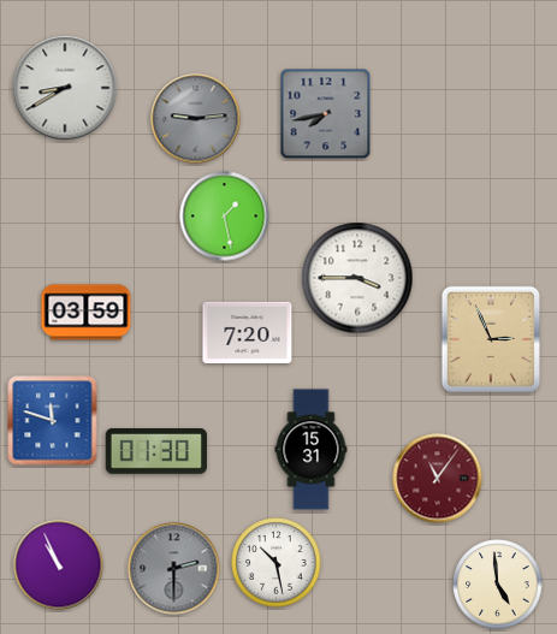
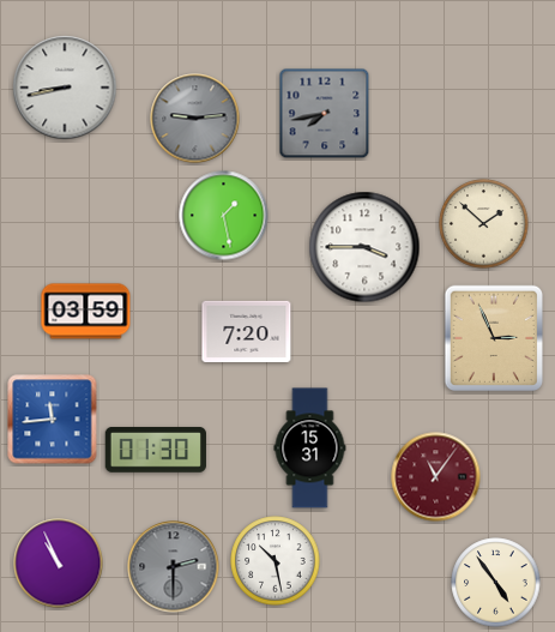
clock at (65, 88): 8:40 -> 8:43
clock at (484, 224): none -> 1:52
clock at (357, 278) position: (357, 278) -> (364, 247)
clock at (490, 338) position: (490, 338) -> (493, 337)
clock at (53, 421): 11:48 -> 11:44
clock at (498, 585): 4:59 -> 4:54
